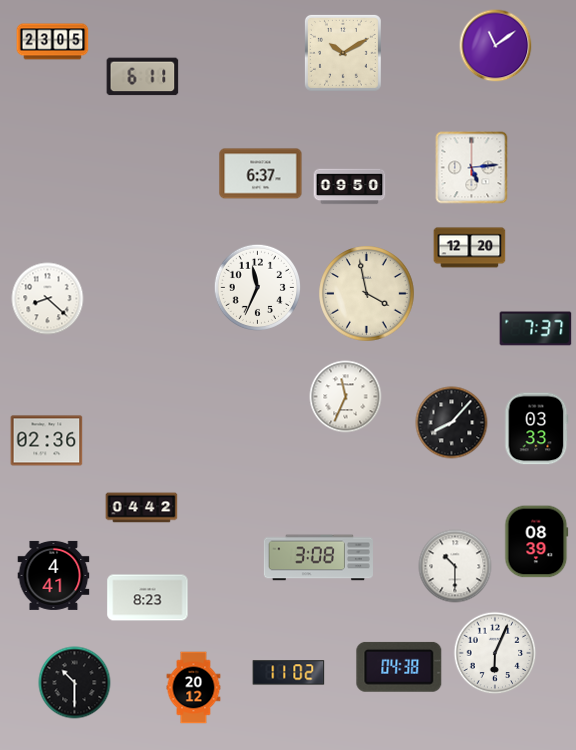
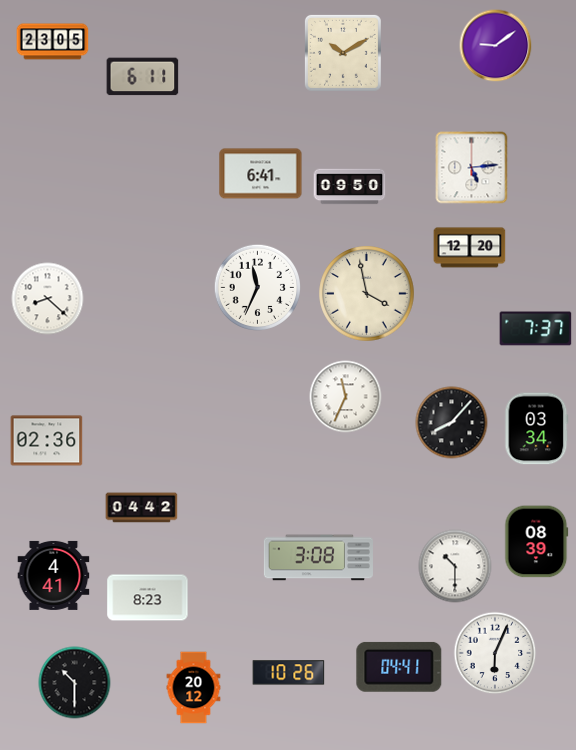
clock at (496, 46): 11:09 -> 9:09
clock at (261, 174): 6:37 -> 6:41
clock at (537, 429): 03:33 -> 03:34
clock at (399, 667): 04:38 -> 04:41
clock at (289, 673): 11:02 -> 10:26
